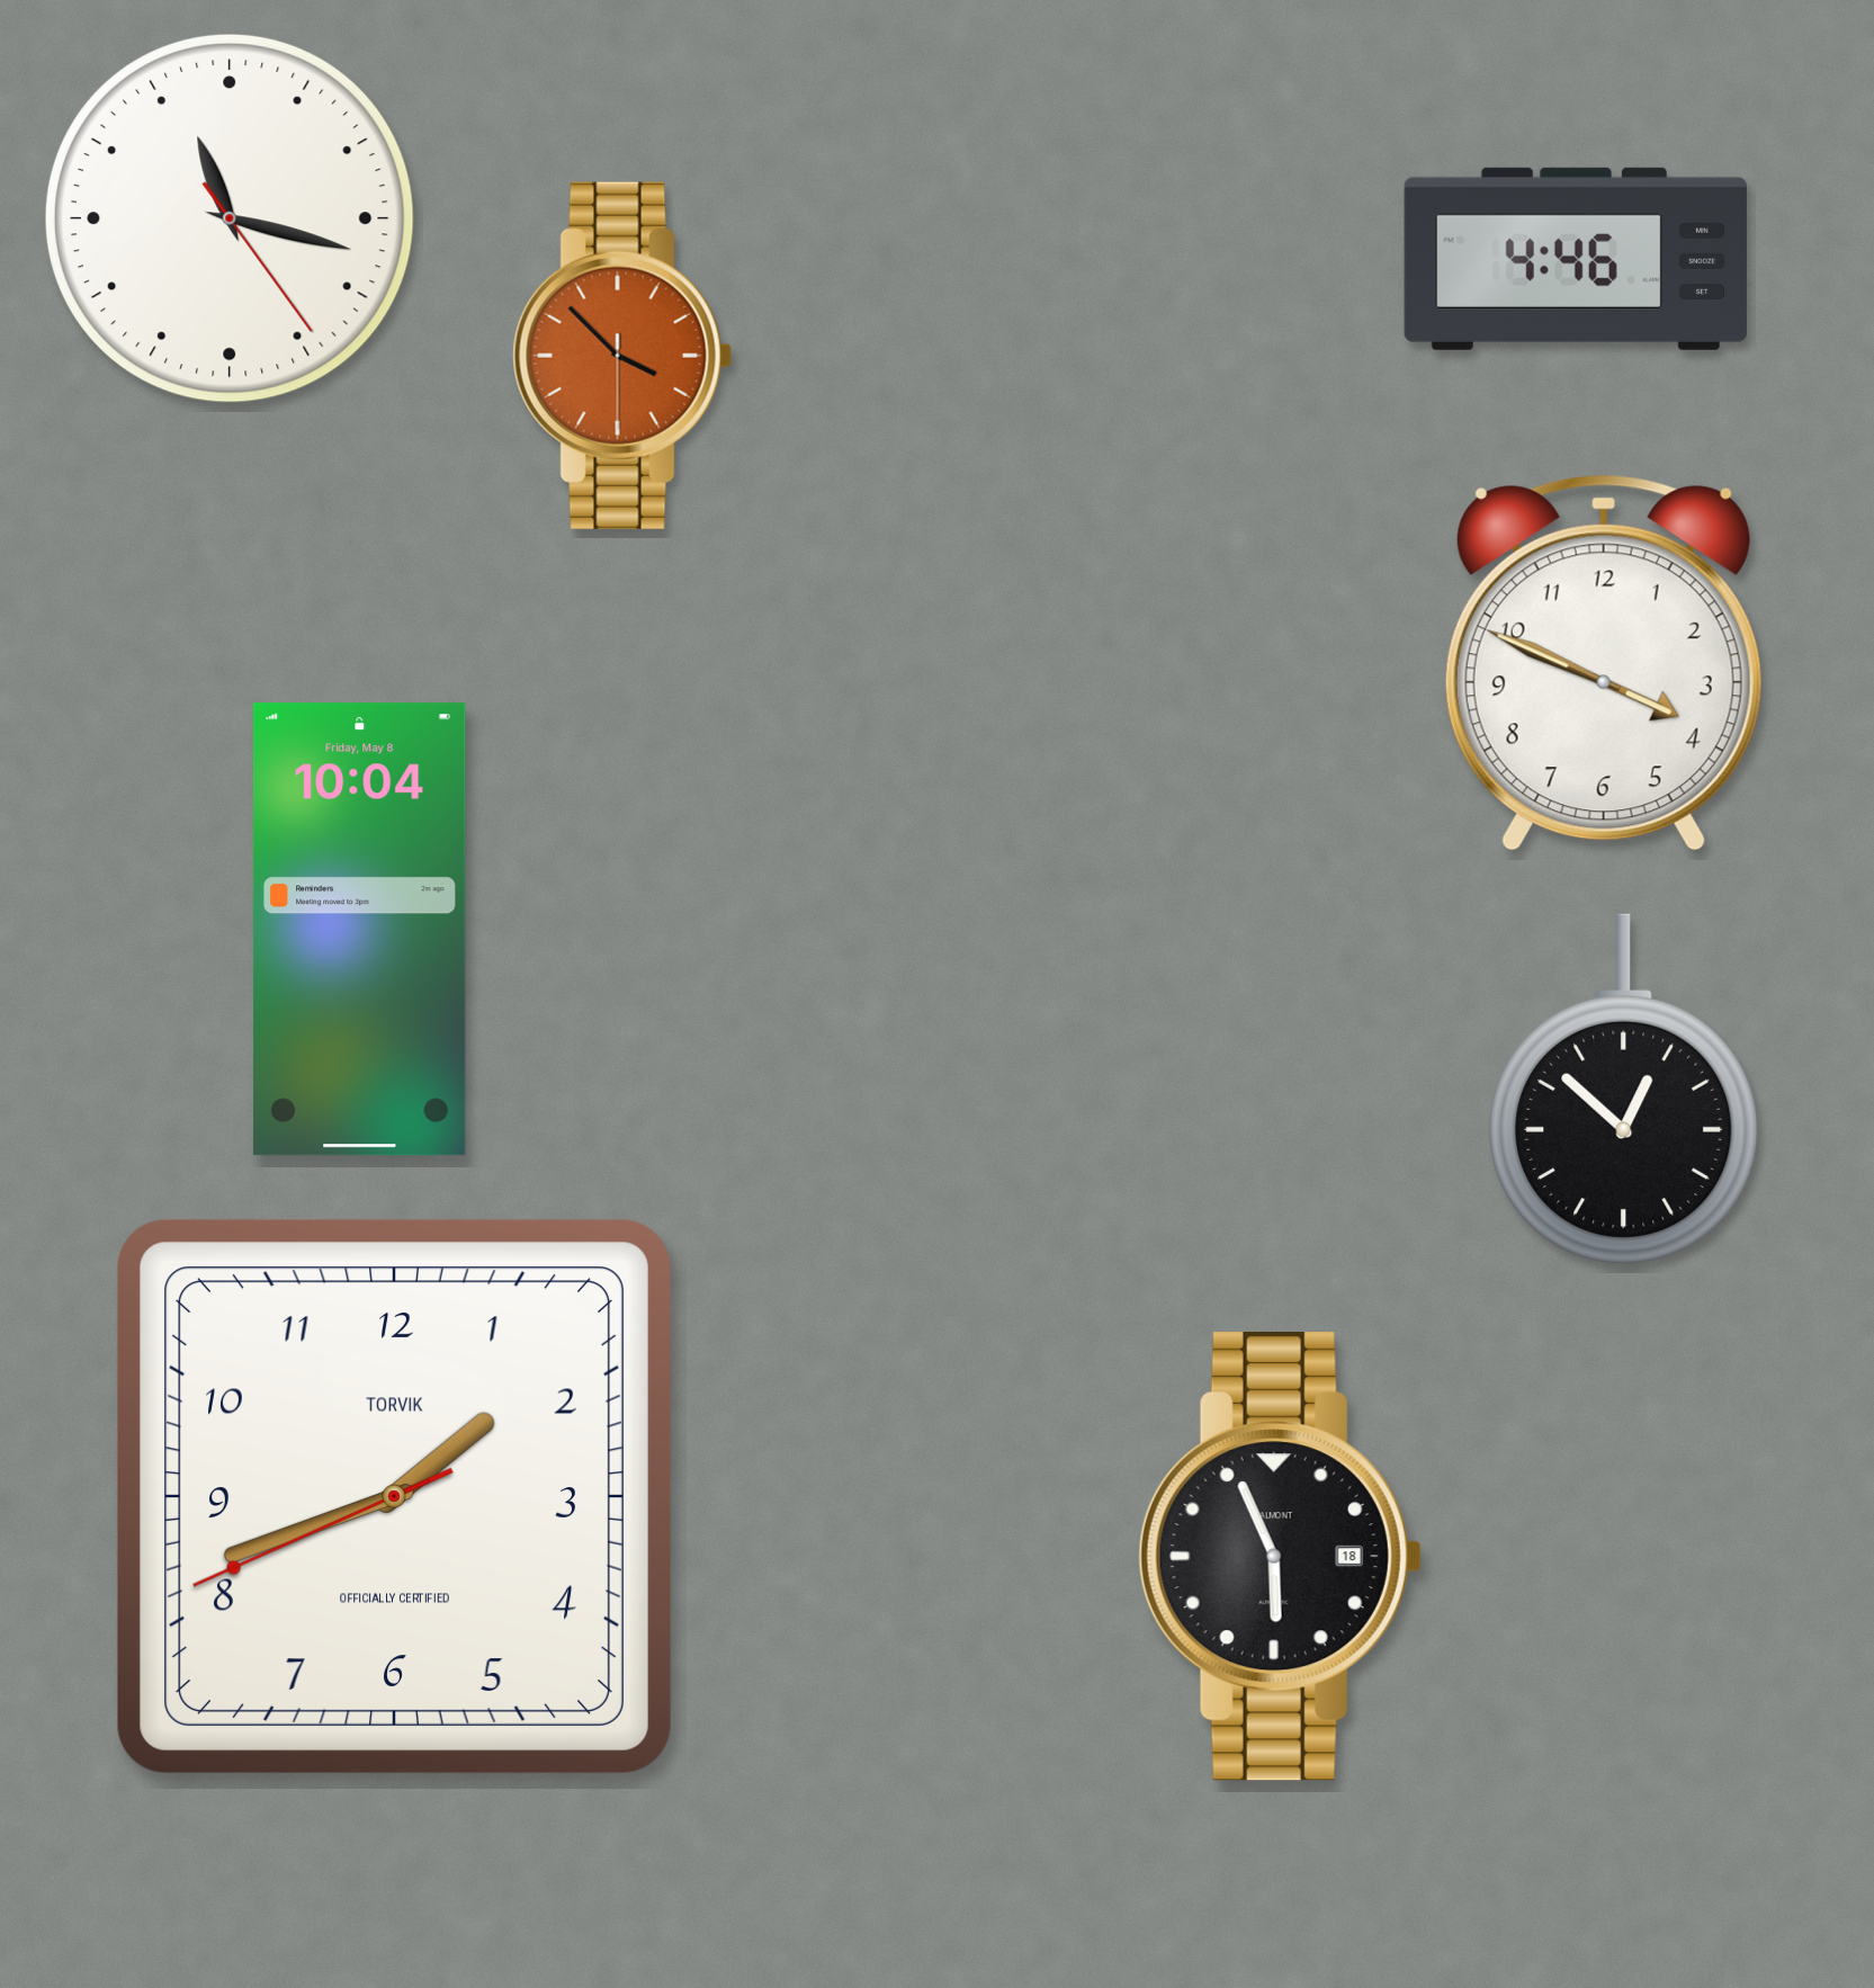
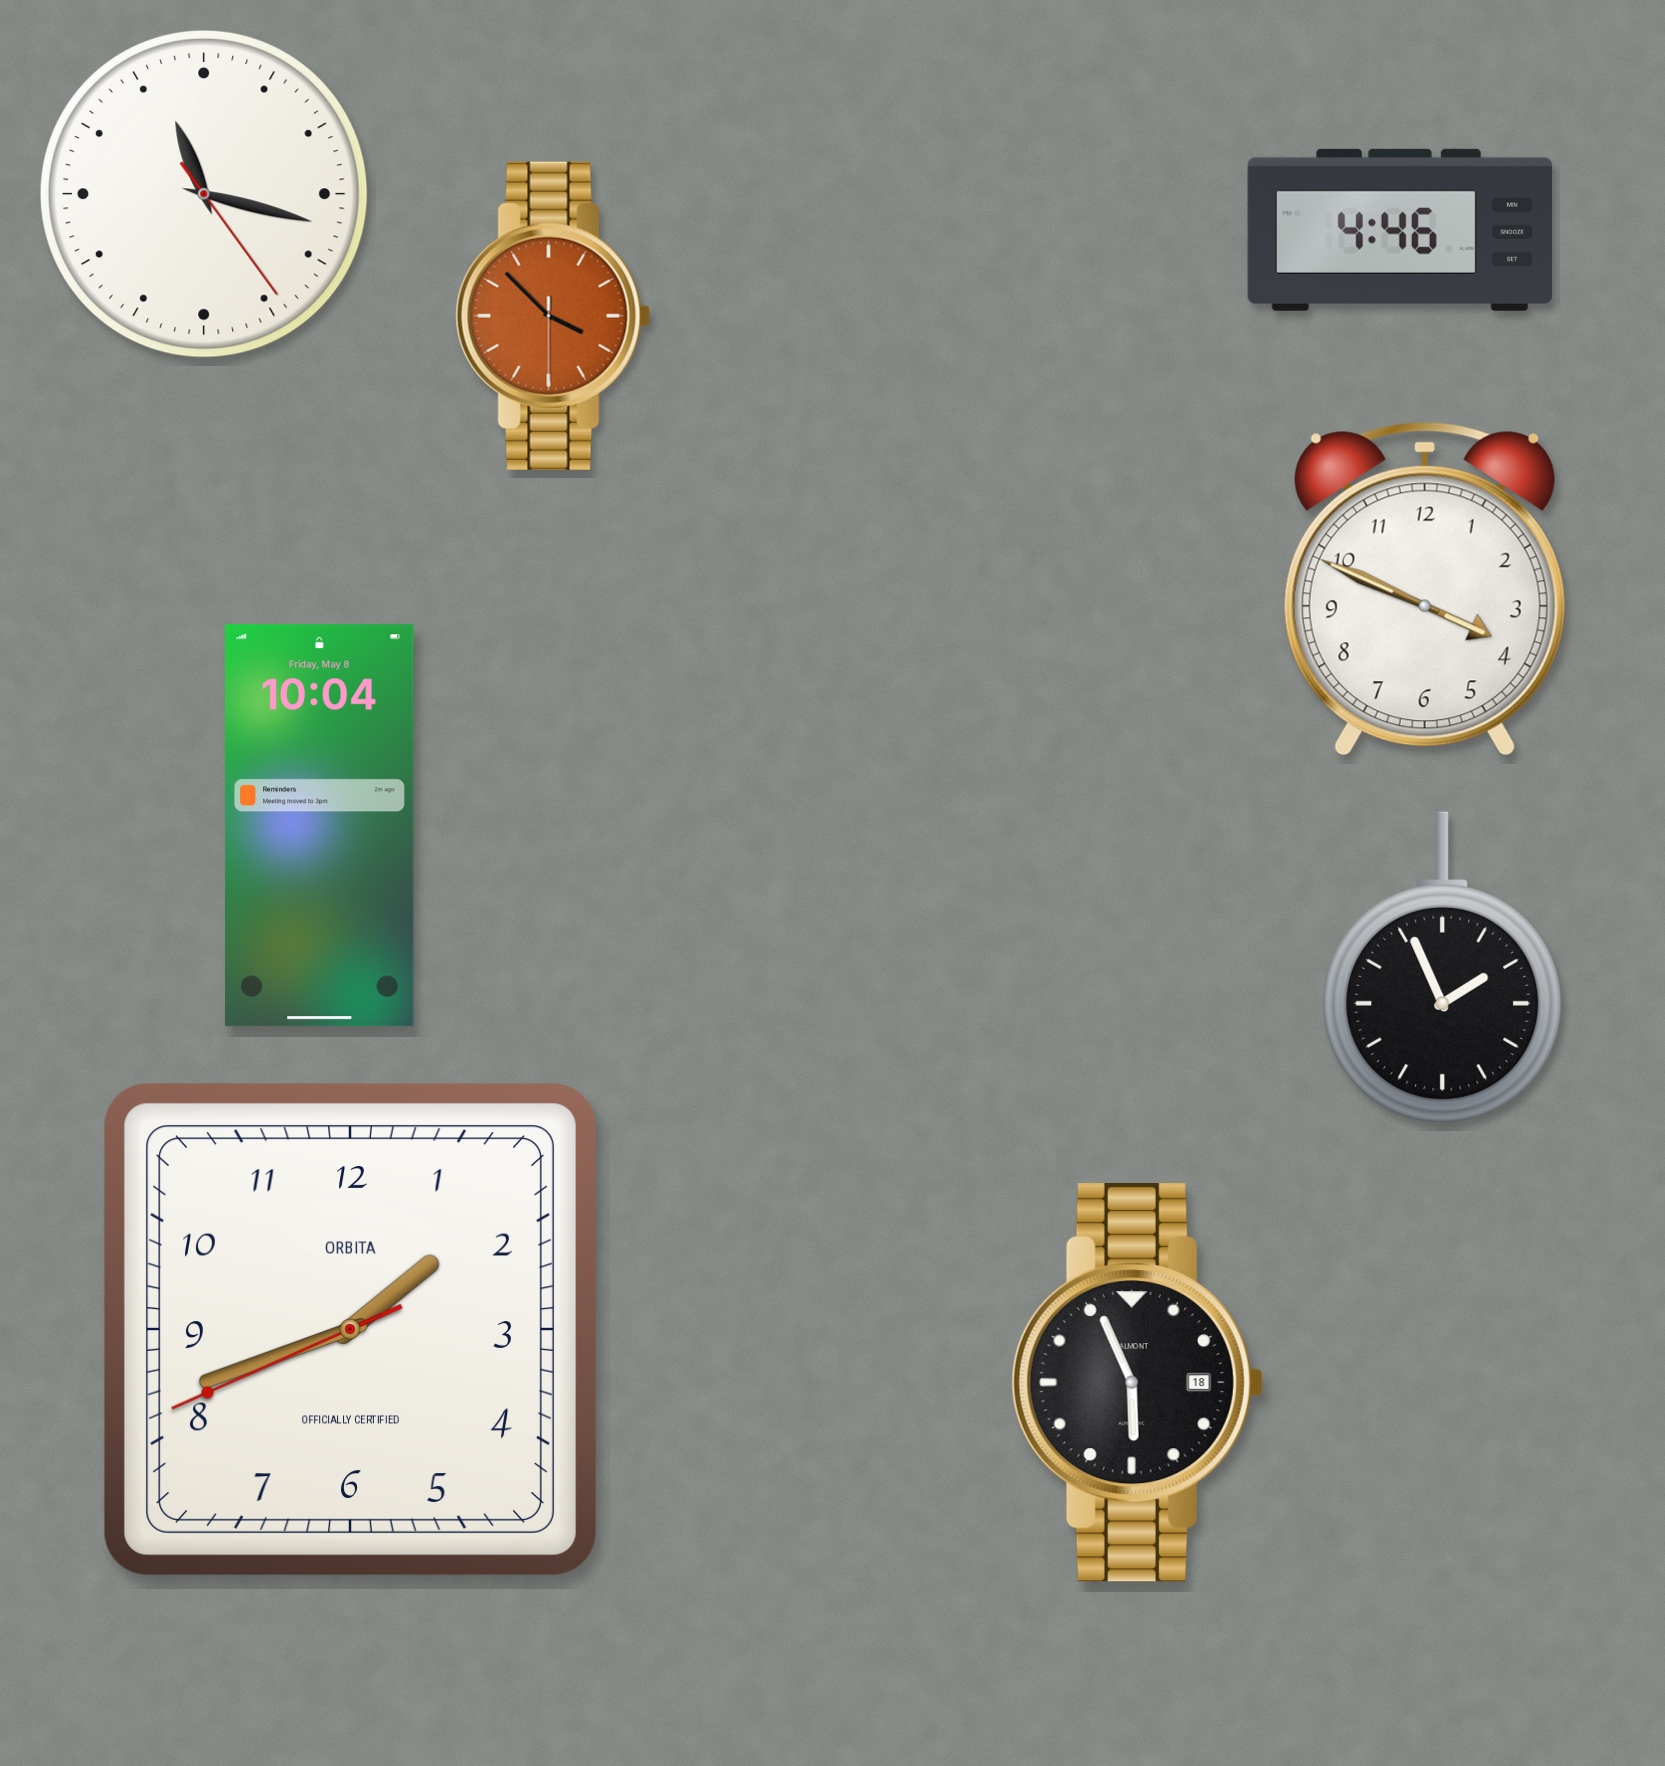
clock at (1624, 1089): 12:52 -> 1:56
clock at (394, 1496) brand: TORVIK -> ORBITA
